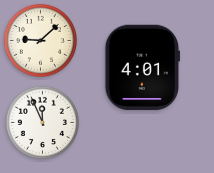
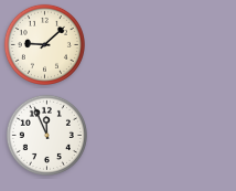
clock at (142, 68): 4:01 -> none
